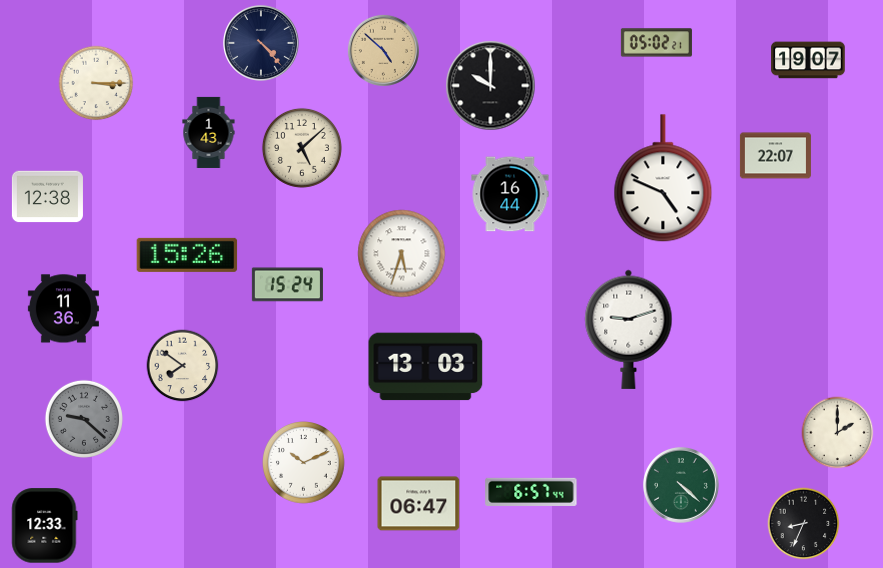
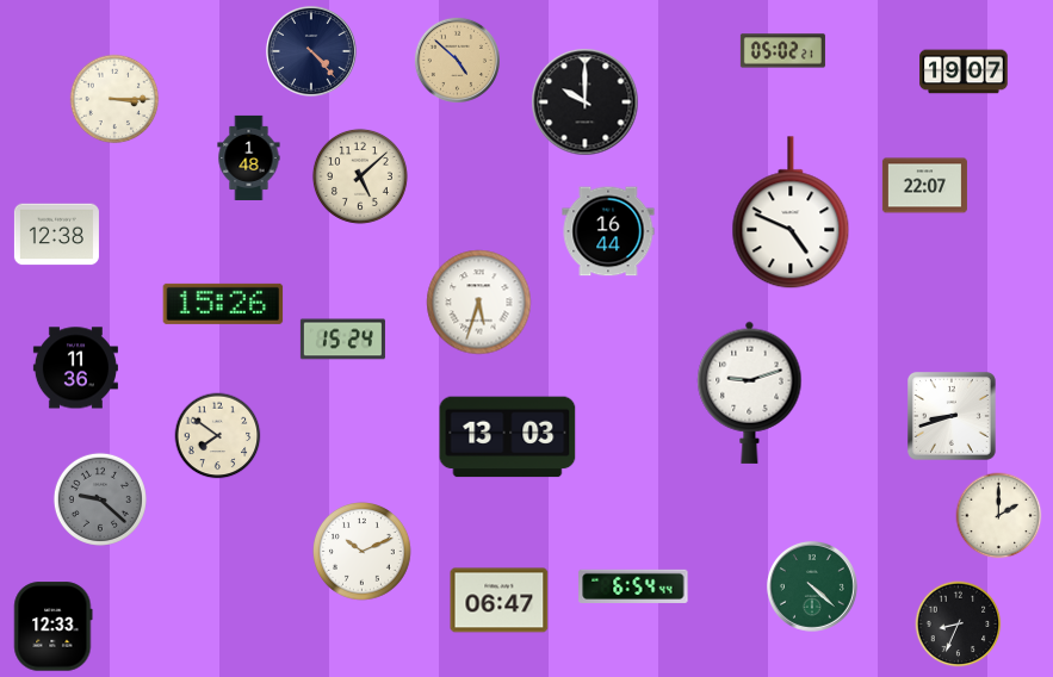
clock at (209, 132): 1:43 -> 1:48
clock at (952, 416): none -> 8:42
clock at (681, 485) position: (681, 485) -> (812, 586)
clock at (531, 491): 6:57 -> 6:54
